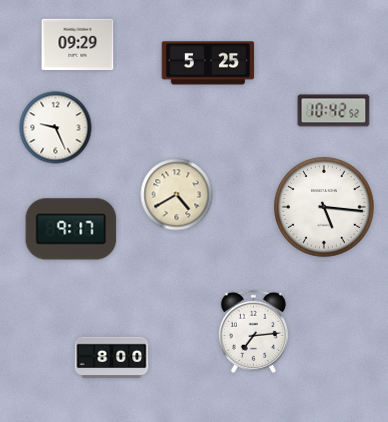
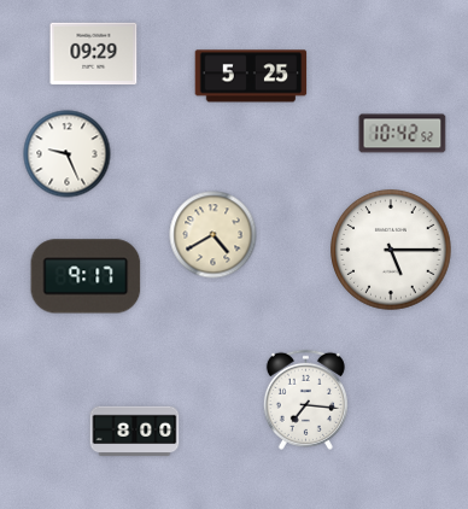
clock at (324, 207): 5:16 -> 5:15
clock at (253, 331): 7:14 -> 7:16
